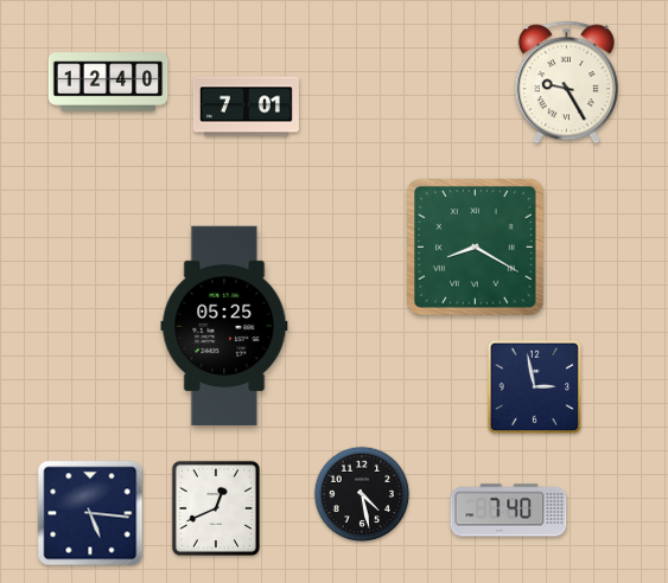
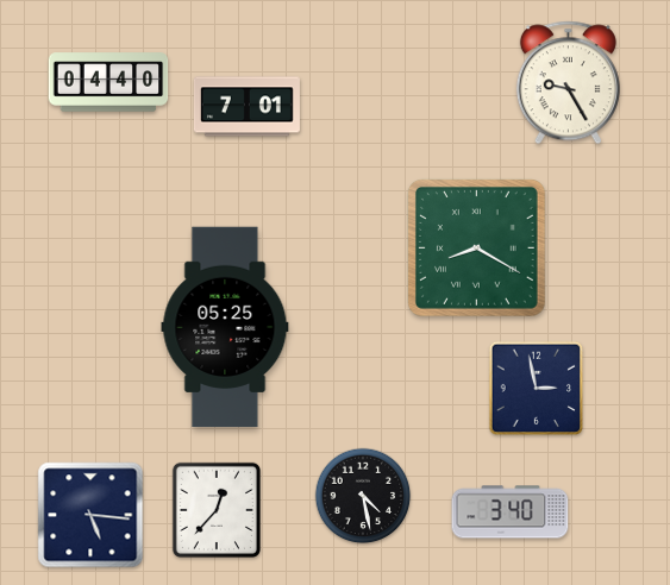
clock at (108, 82): 12:40 -> 04:40
clock at (216, 508): 12:41 -> 12:37
clock at (509, 511): 7:40 -> 3:40
